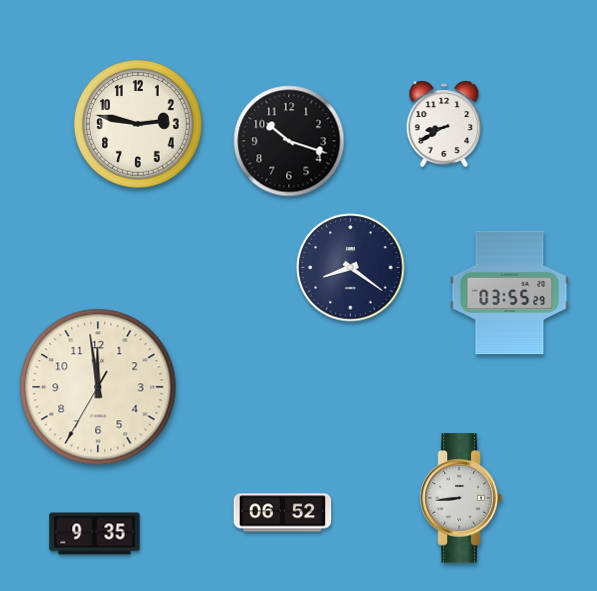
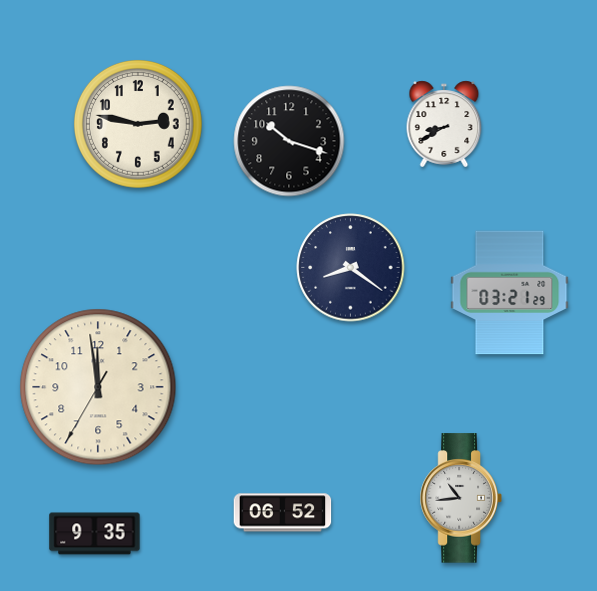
clock at (510, 293): 03:55 -> 03:21
clock at (461, 498): 8:44 -> 10:44
